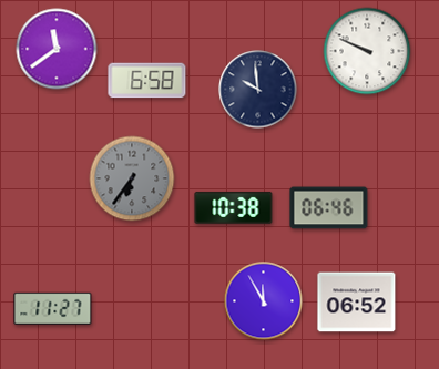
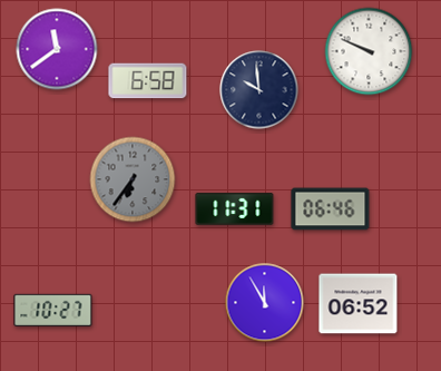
clock at (234, 207): 10:38 -> 11:31
clock at (53, 308): 11:27 -> 10:27
